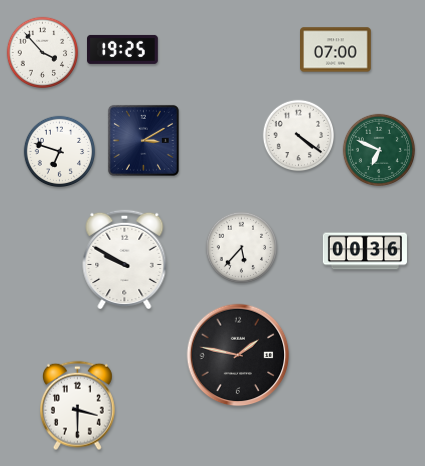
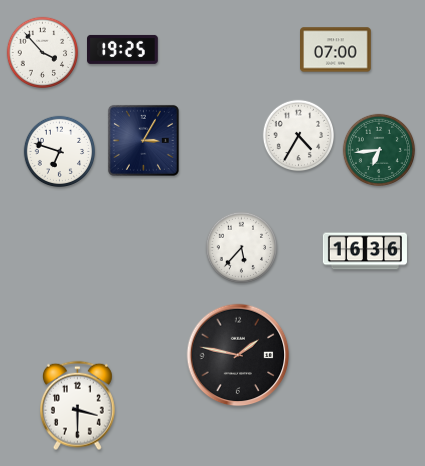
clock at (299, 136): 4:21 -> 4:35
clock at (143, 140): 3:10 -> 3:05
clock at (378, 149): 6:49 -> 6:44
clock at (365, 251): 00:36 -> 16:36
clock at (125, 258): 9:50 -> none
